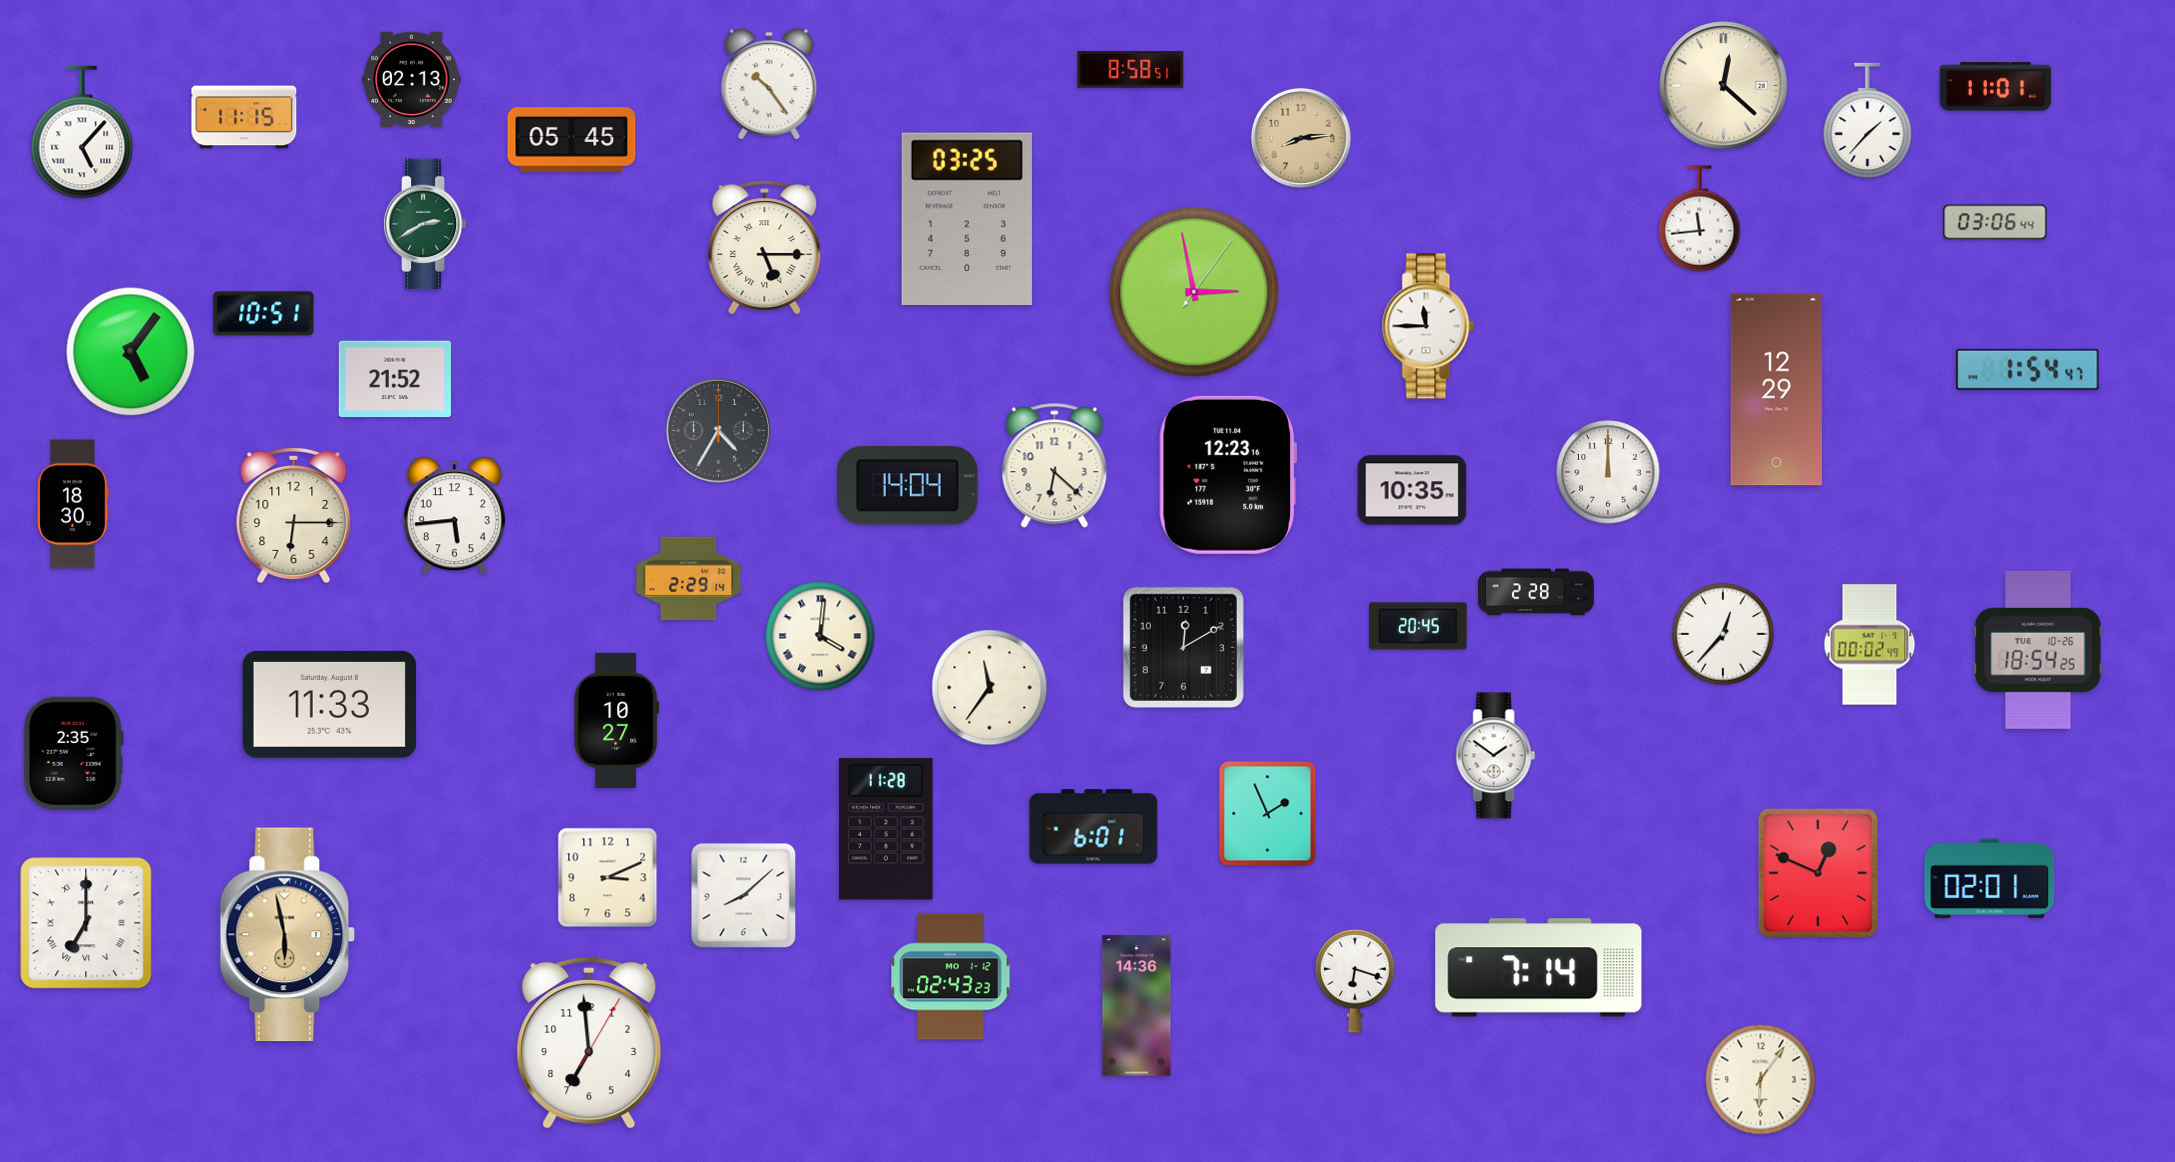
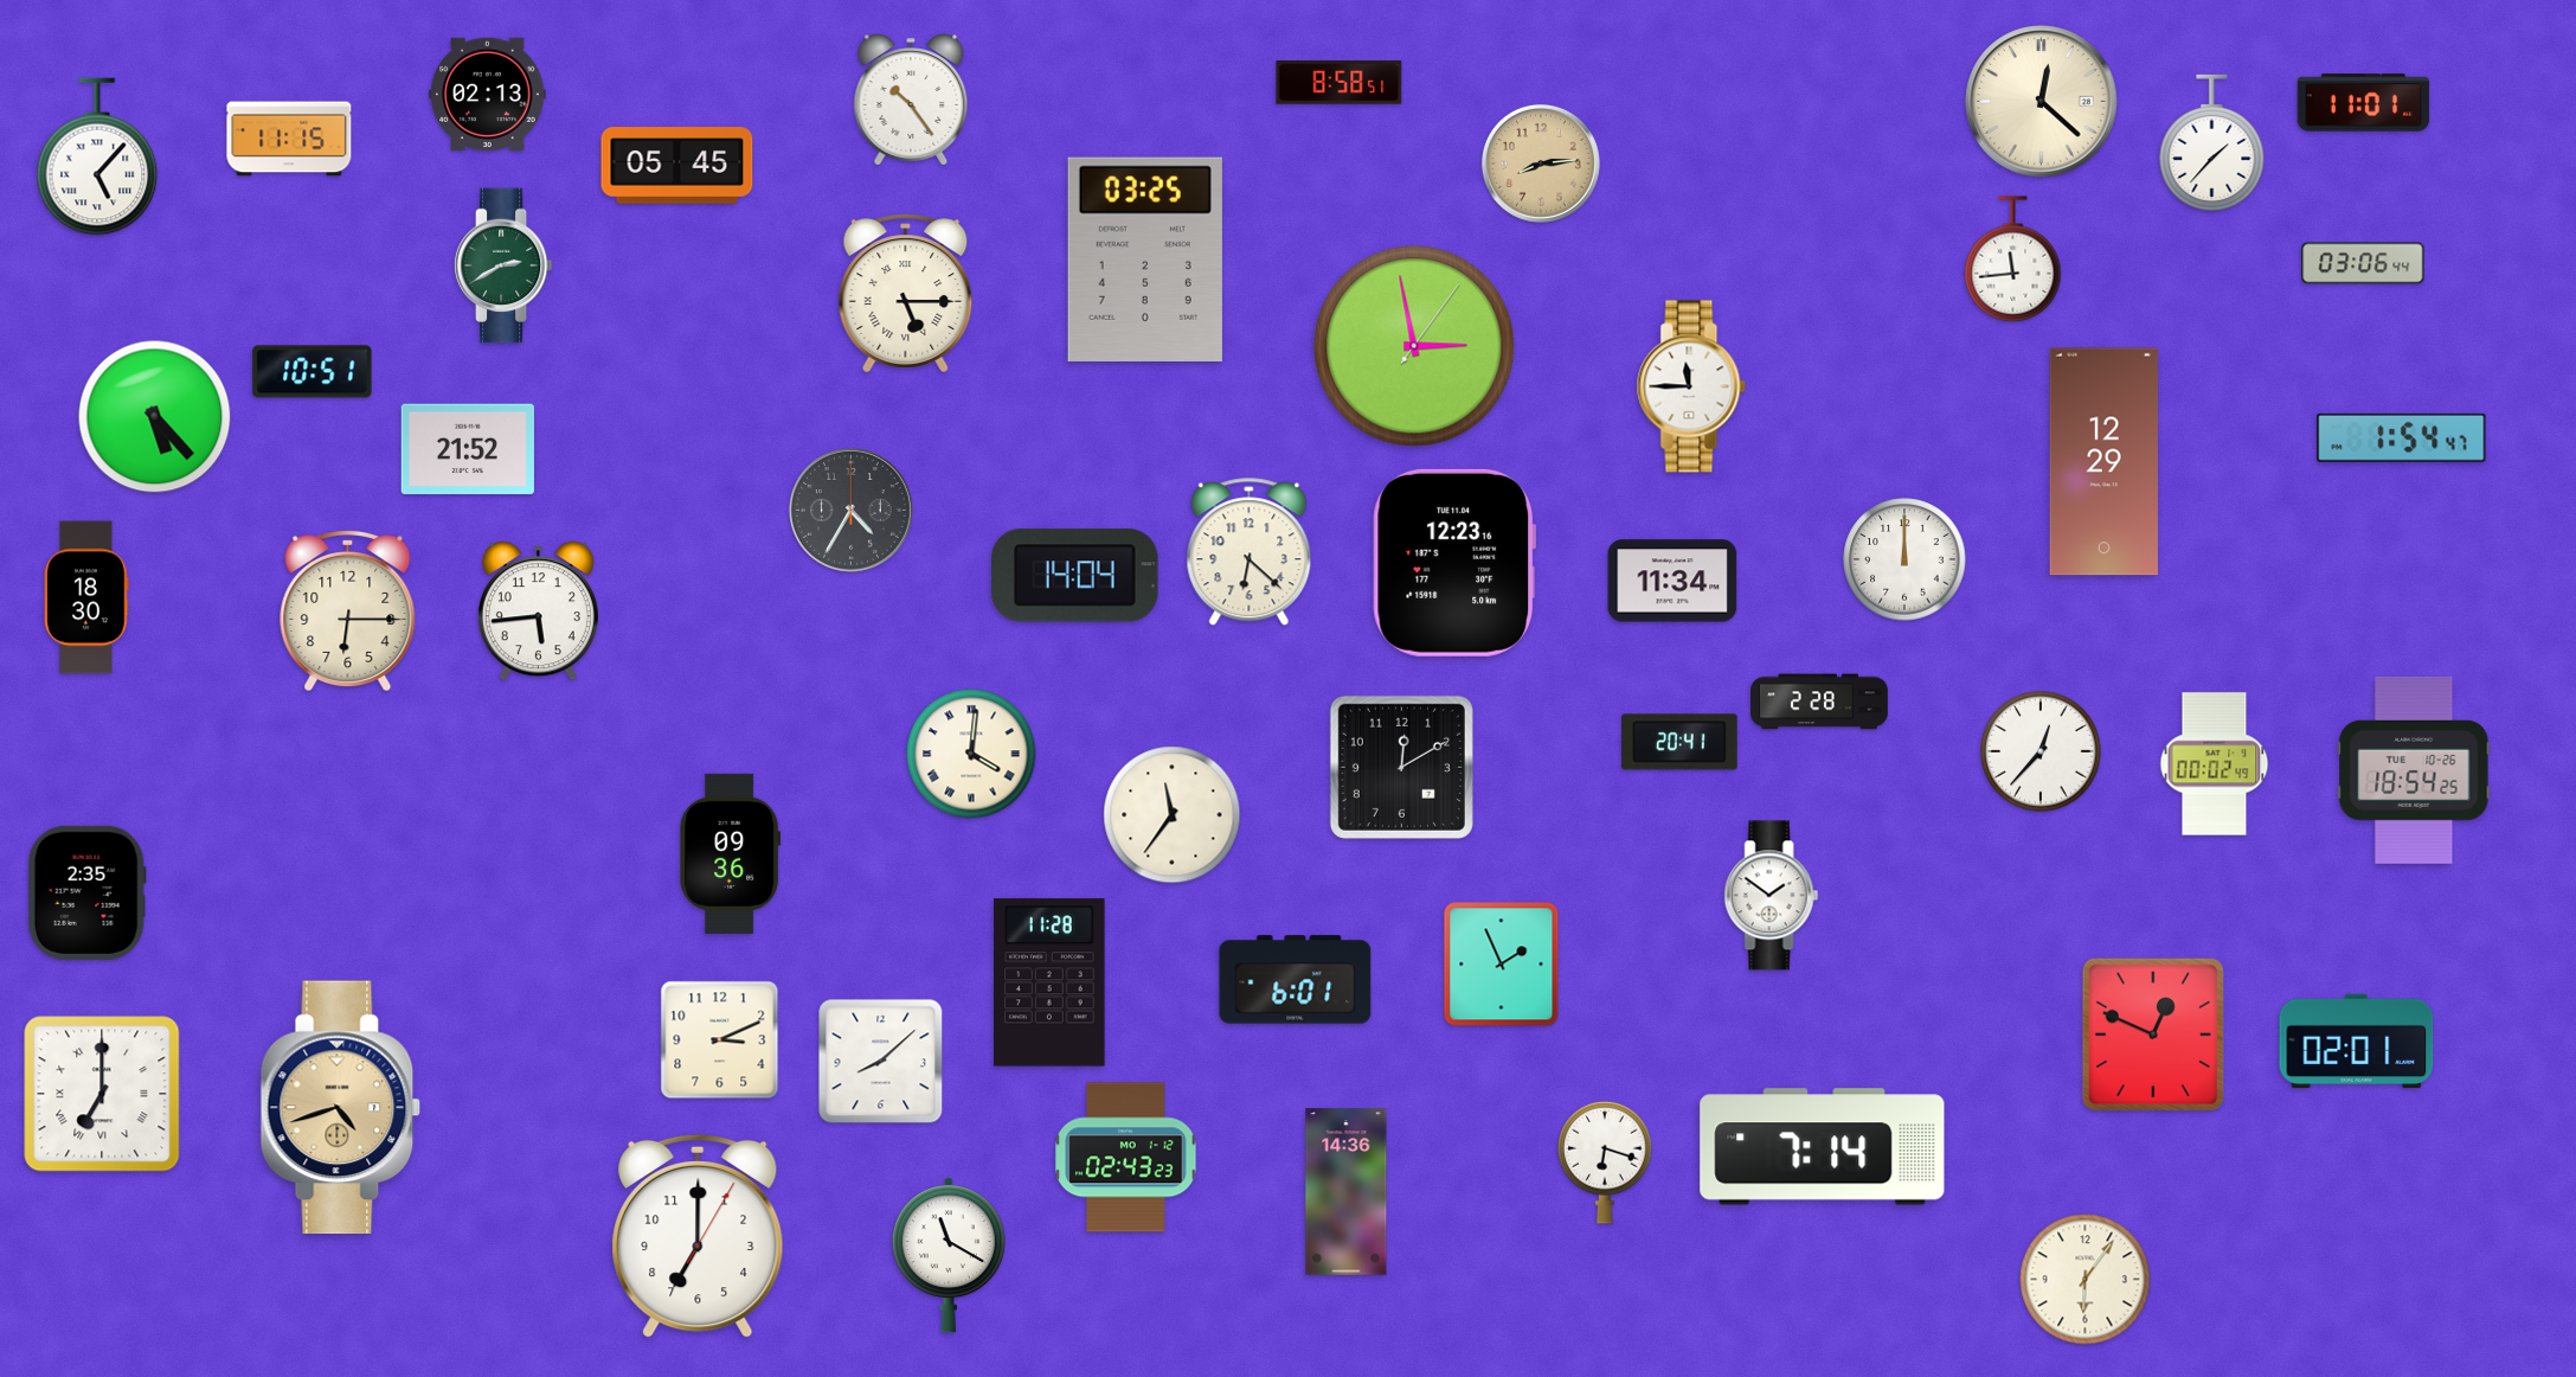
clock at (131, 352): 5:06 -> 5:23
clock at (1412, 490): 10:35 -> 11:34
clock at (689, 579): 2:29 -> none
clock at (1418, 626): 20:45 -> 20:41
clock at (329, 704): 11:33 -> none
clock at (617, 720): 10:27 -> 09:36
clock at (288, 935): 5:58 -> 4:42
clock at (589, 1043): 6:59 -> 7:00
clock at (949, 1255): none -> 11:20
